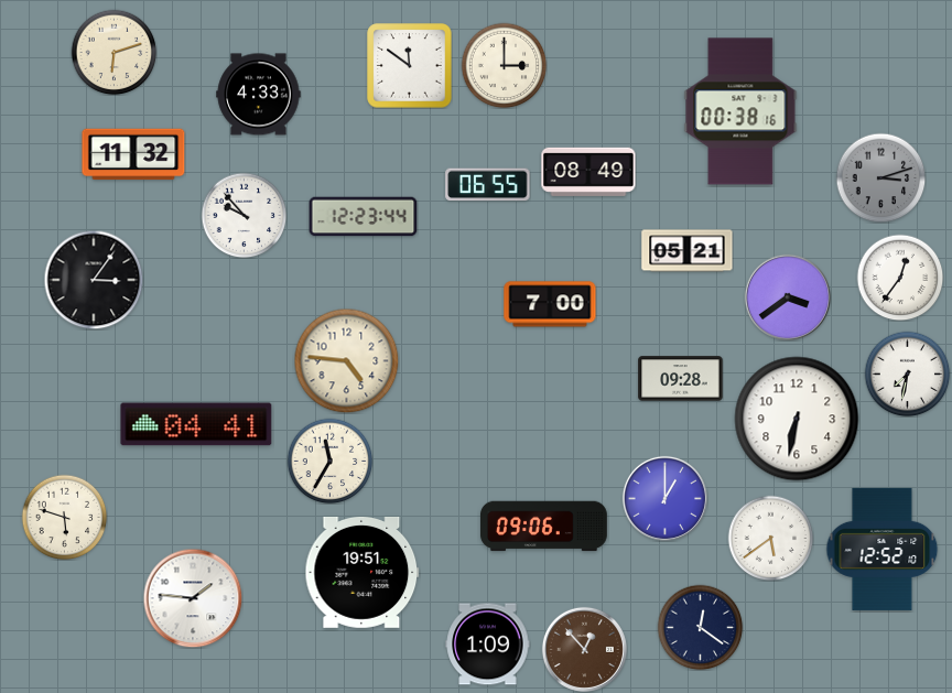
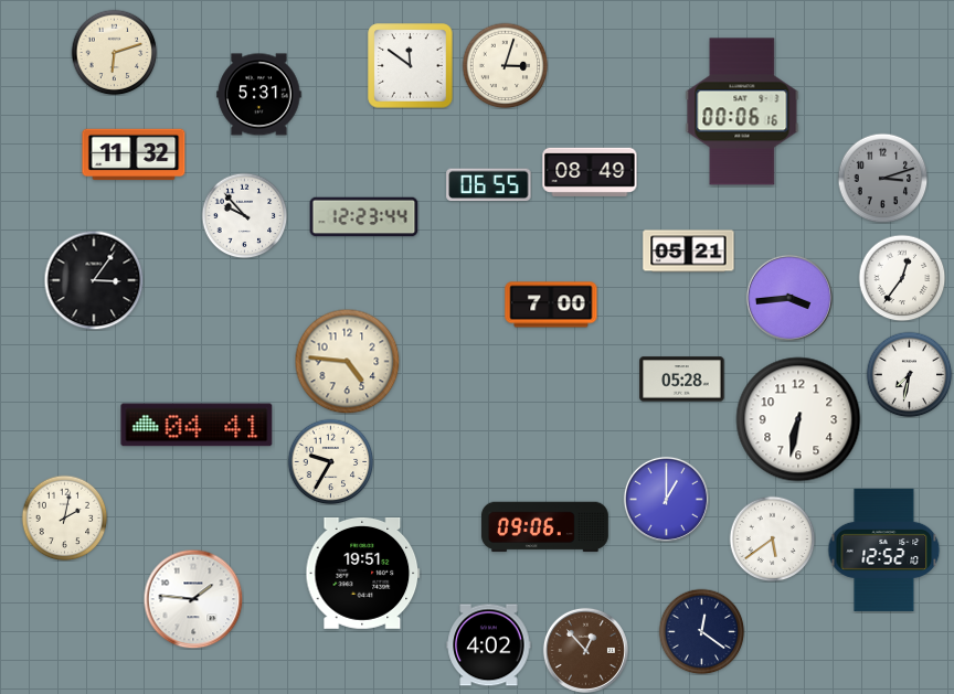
clock at (504, 65): 3:00 -> 3:03
clock at (259, 95): 4:33 -> 5:31
clock at (740, 111): 00:38 -> 00:06
clock at (788, 297): 3:39 -> 3:44
clock at (681, 379): 09:28 -> 05:28
clock at (329, 461): 11:35 -> 9:35
clock at (64, 517): 5:48 -> 2:02
clock at (700, 627) position: (700, 627) -> (701, 631)
clock at (488, 645): 1:09 -> 4:02
